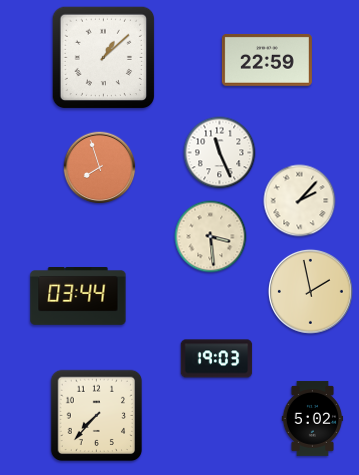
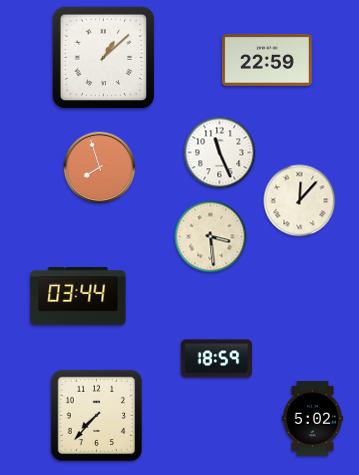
clock at (300, 201): 2:07 -> 12:07
clock at (310, 291): 1:58 -> none
clock at (217, 359): 19:03 -> 18:59
